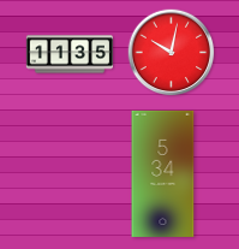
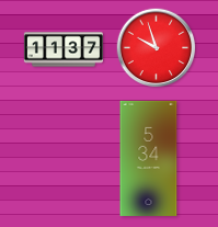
clock at (172, 53): 10:02 -> 9:57
clock at (68, 54): 11:35 -> 11:37
